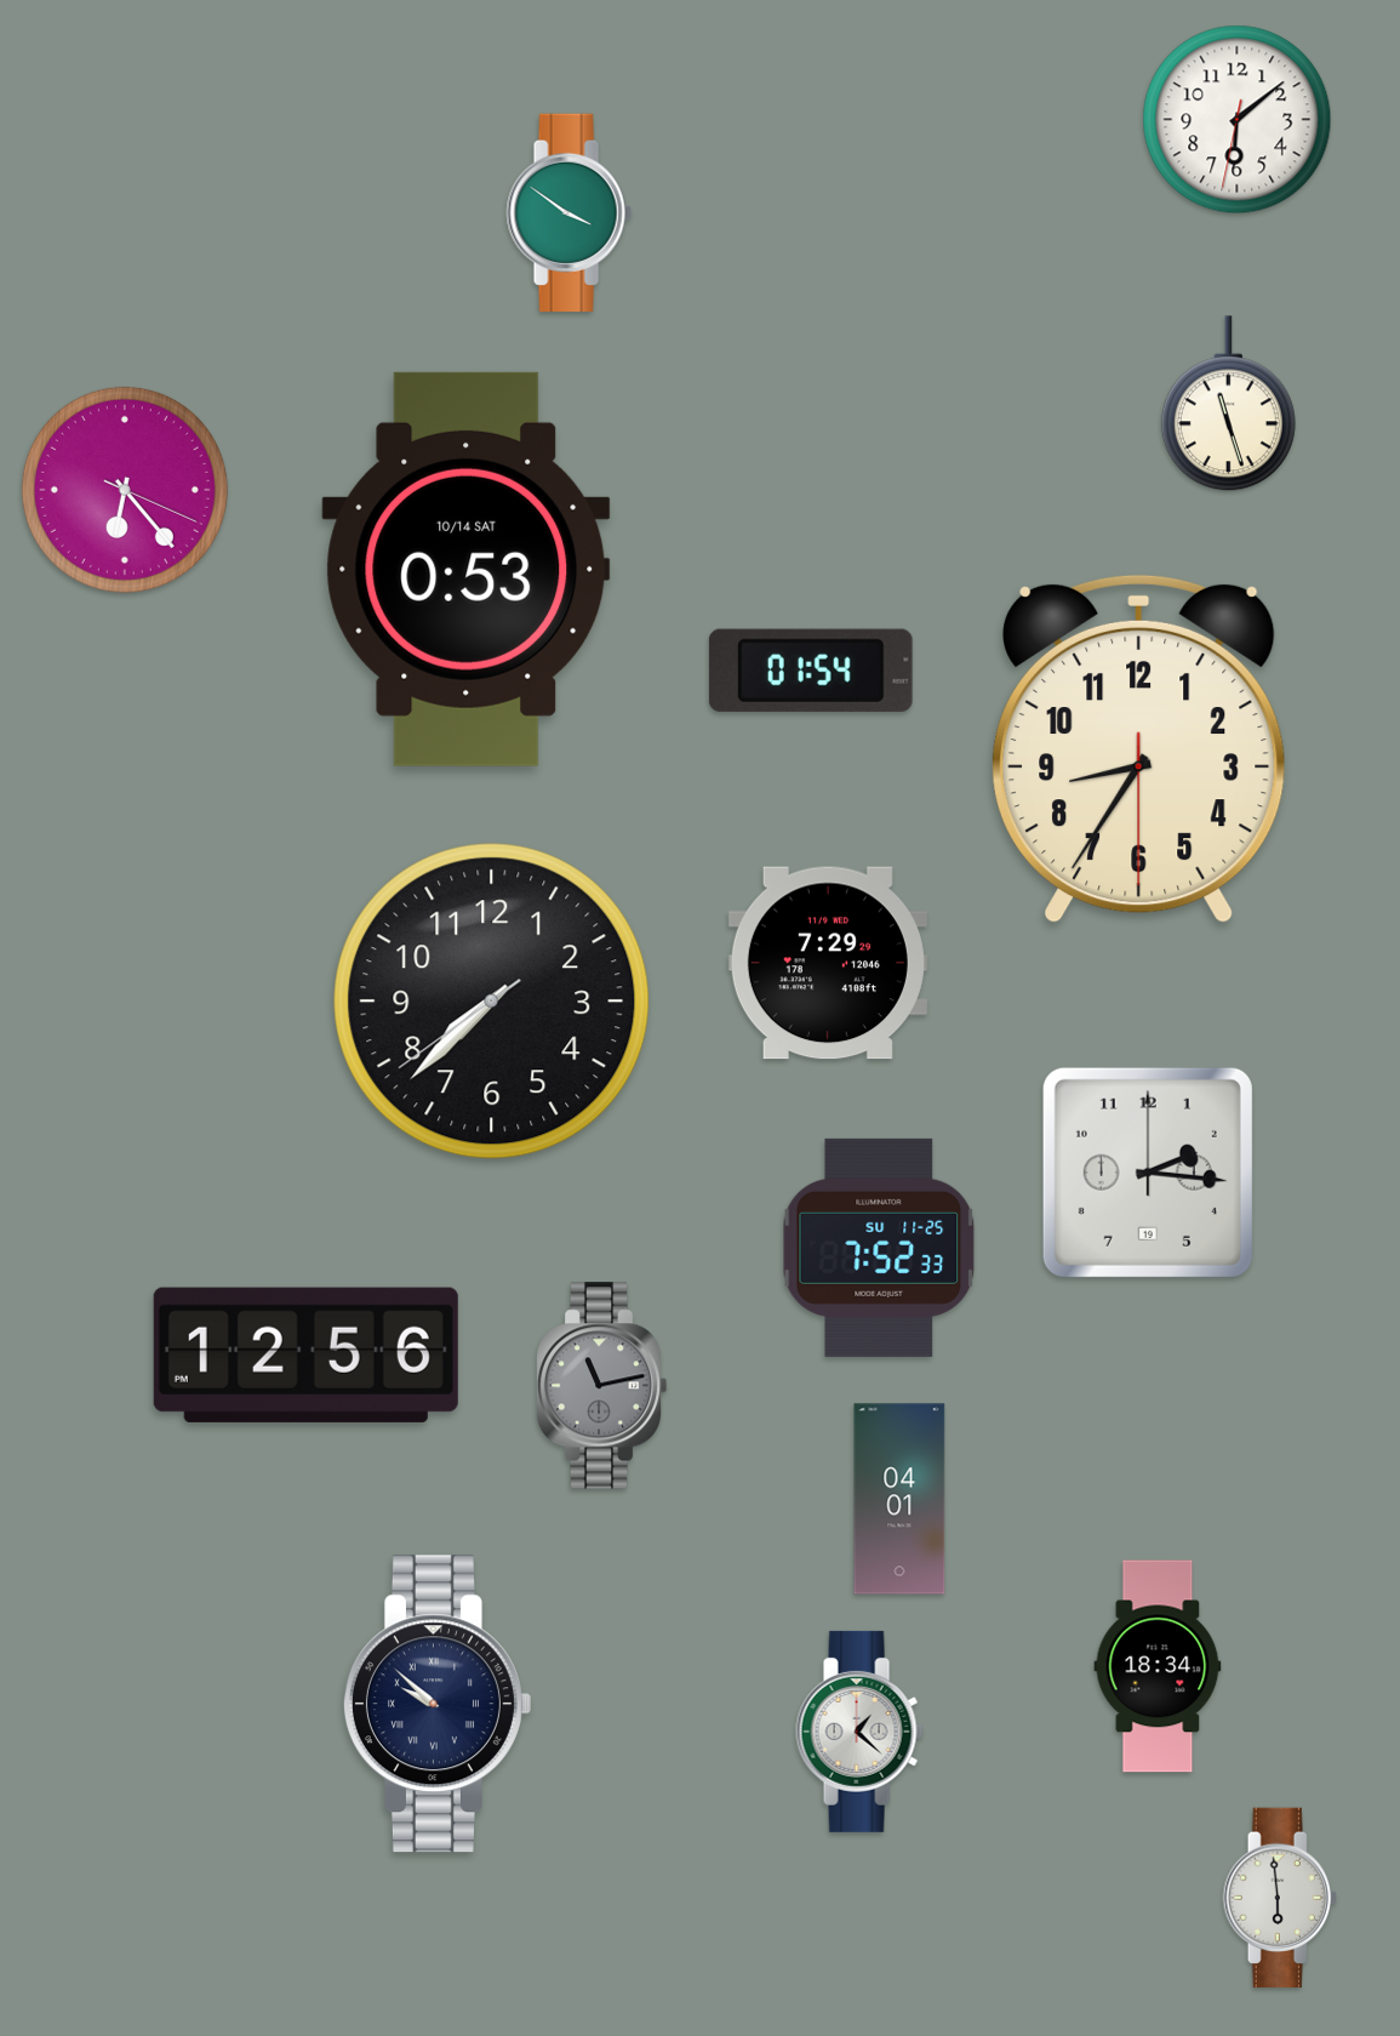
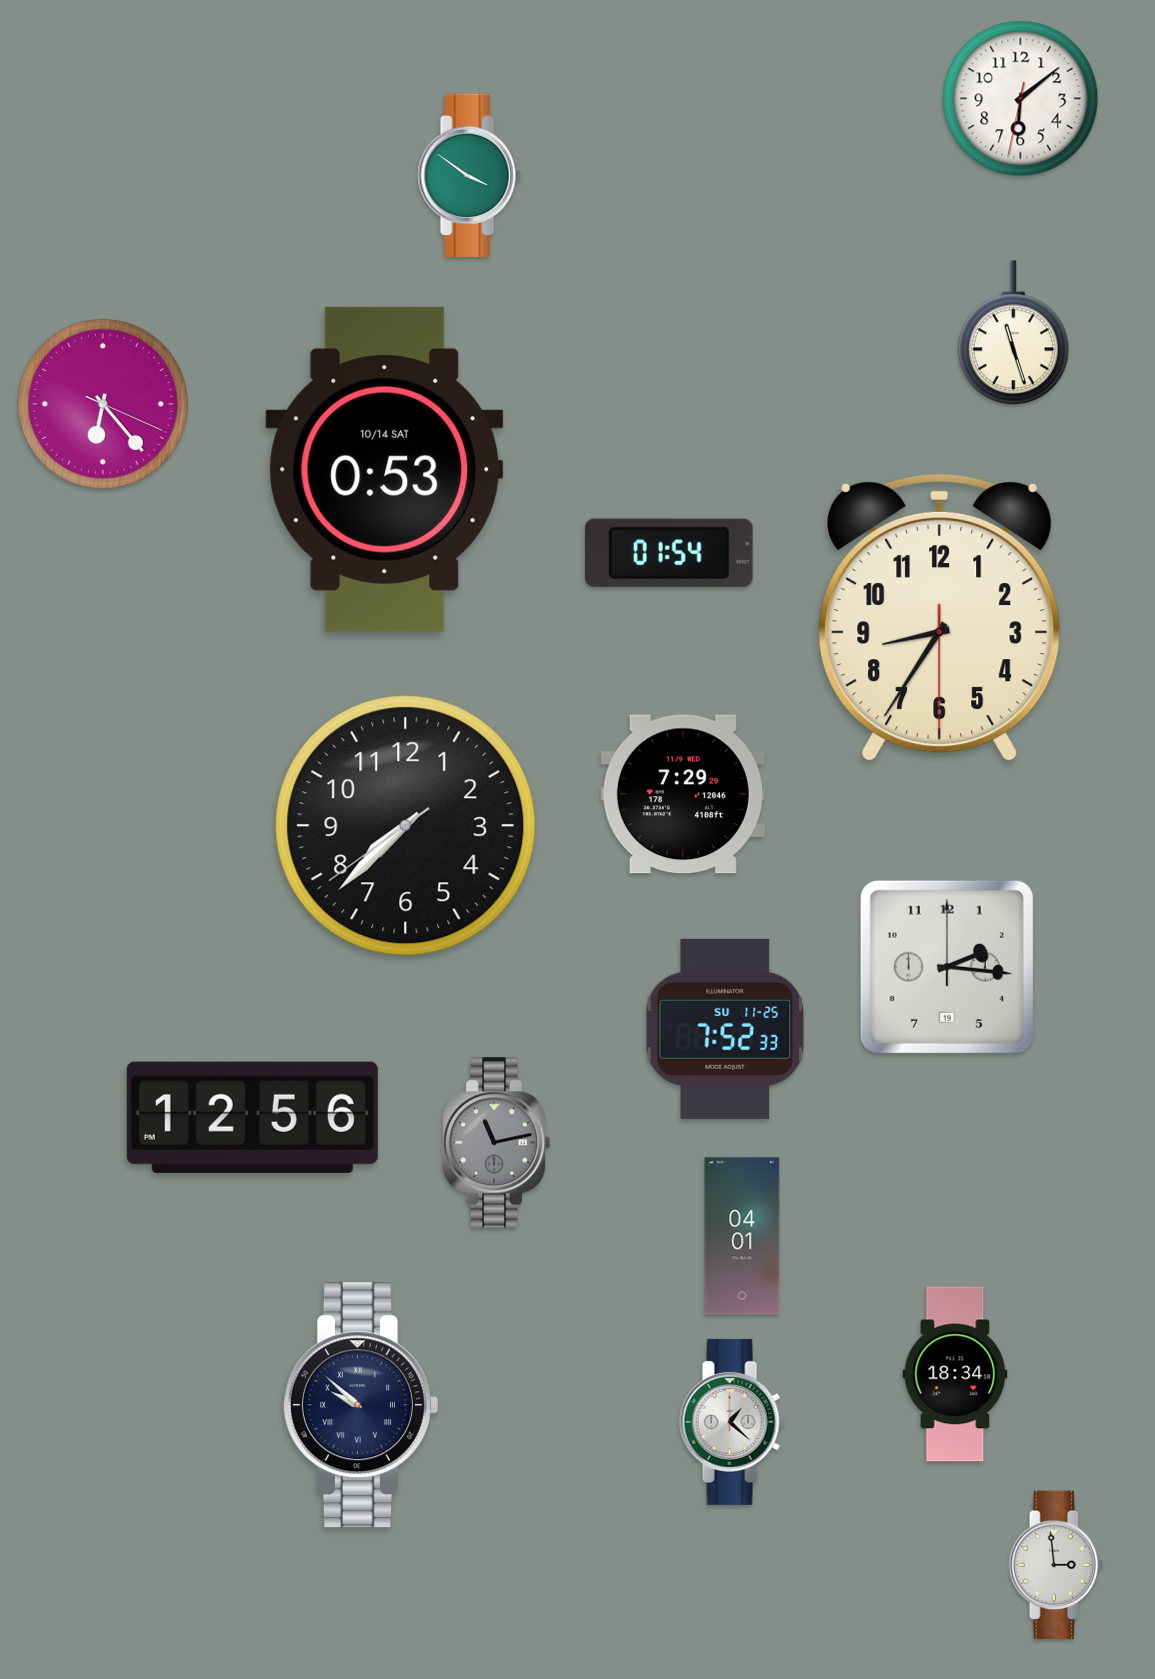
clock at (859, 1732) position: (859, 1732) -> (732, 1422)
clock at (1280, 1898): 5:59 -> 2:59
